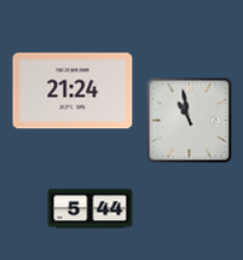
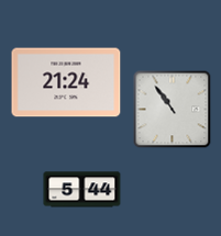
clock at (190, 121): 10:58 -> 10:54
